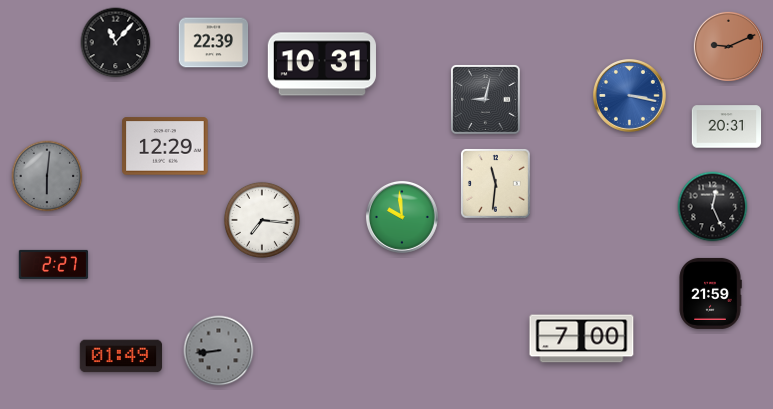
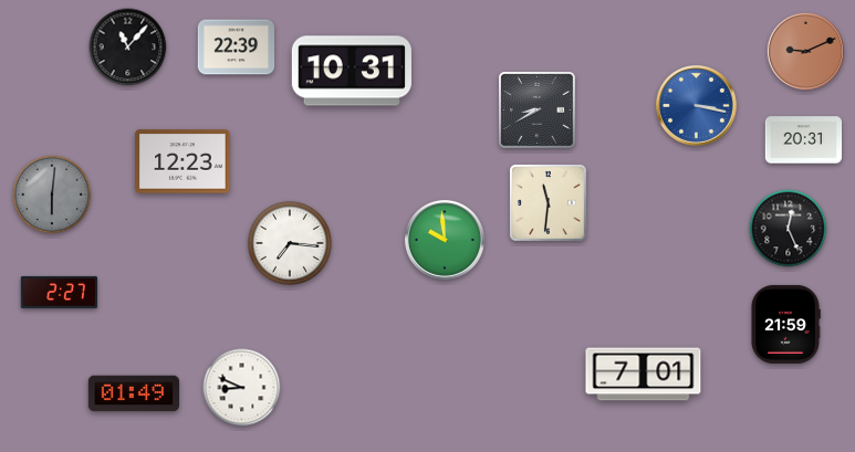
clock at (322, 64) position: (322, 64) -> (352, 71)
clock at (486, 100): 9:02 -> 8:40
clock at (165, 146): 12:29 -> 12:23
clock at (582, 339): 7:00 -> 7:01
clock at (219, 351): 8:44 -> 8:49
clock at (219, 351) dial: grey -> white
